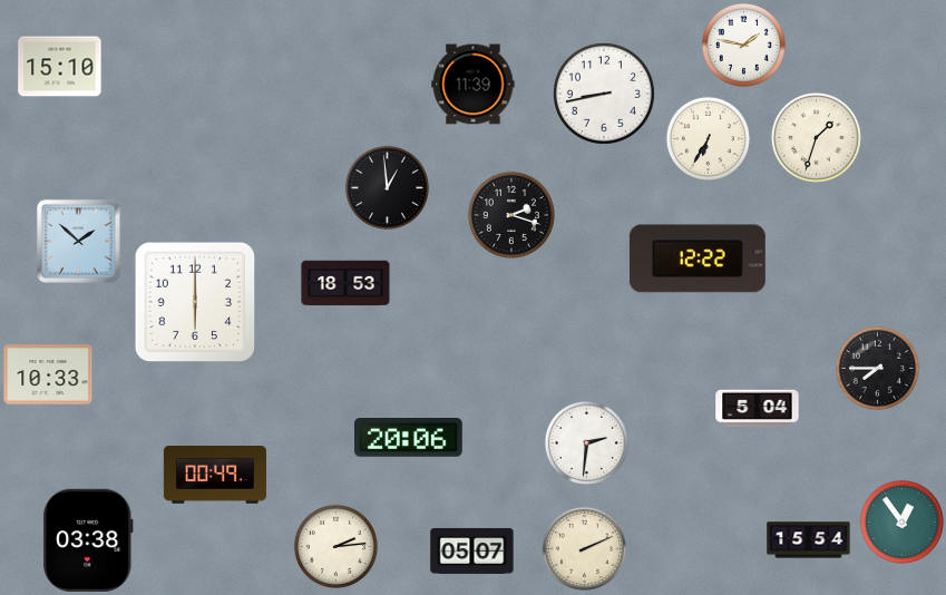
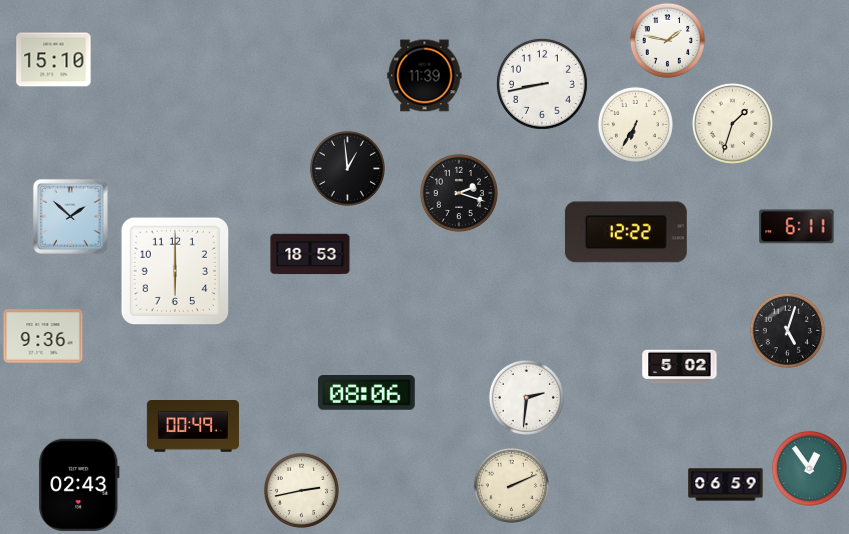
clock at (797, 227): none -> 6:11
clock at (877, 368): 7:45 -> 5:03
clock at (48, 374): 10:33 -> 9:36
clock at (758, 409): 5:04 -> 5:02
clock at (409, 438): 20:06 -> 08:06
clock at (89, 540): 03:38 -> 02:43
clock at (809, 540): 15:54 -> 06:59
clock at (335, 546): 2:14 -> 2:43
clock at (584, 548) position: (584, 548) -> (511, 485)
clock at (472, 550): 05:07 -> none
